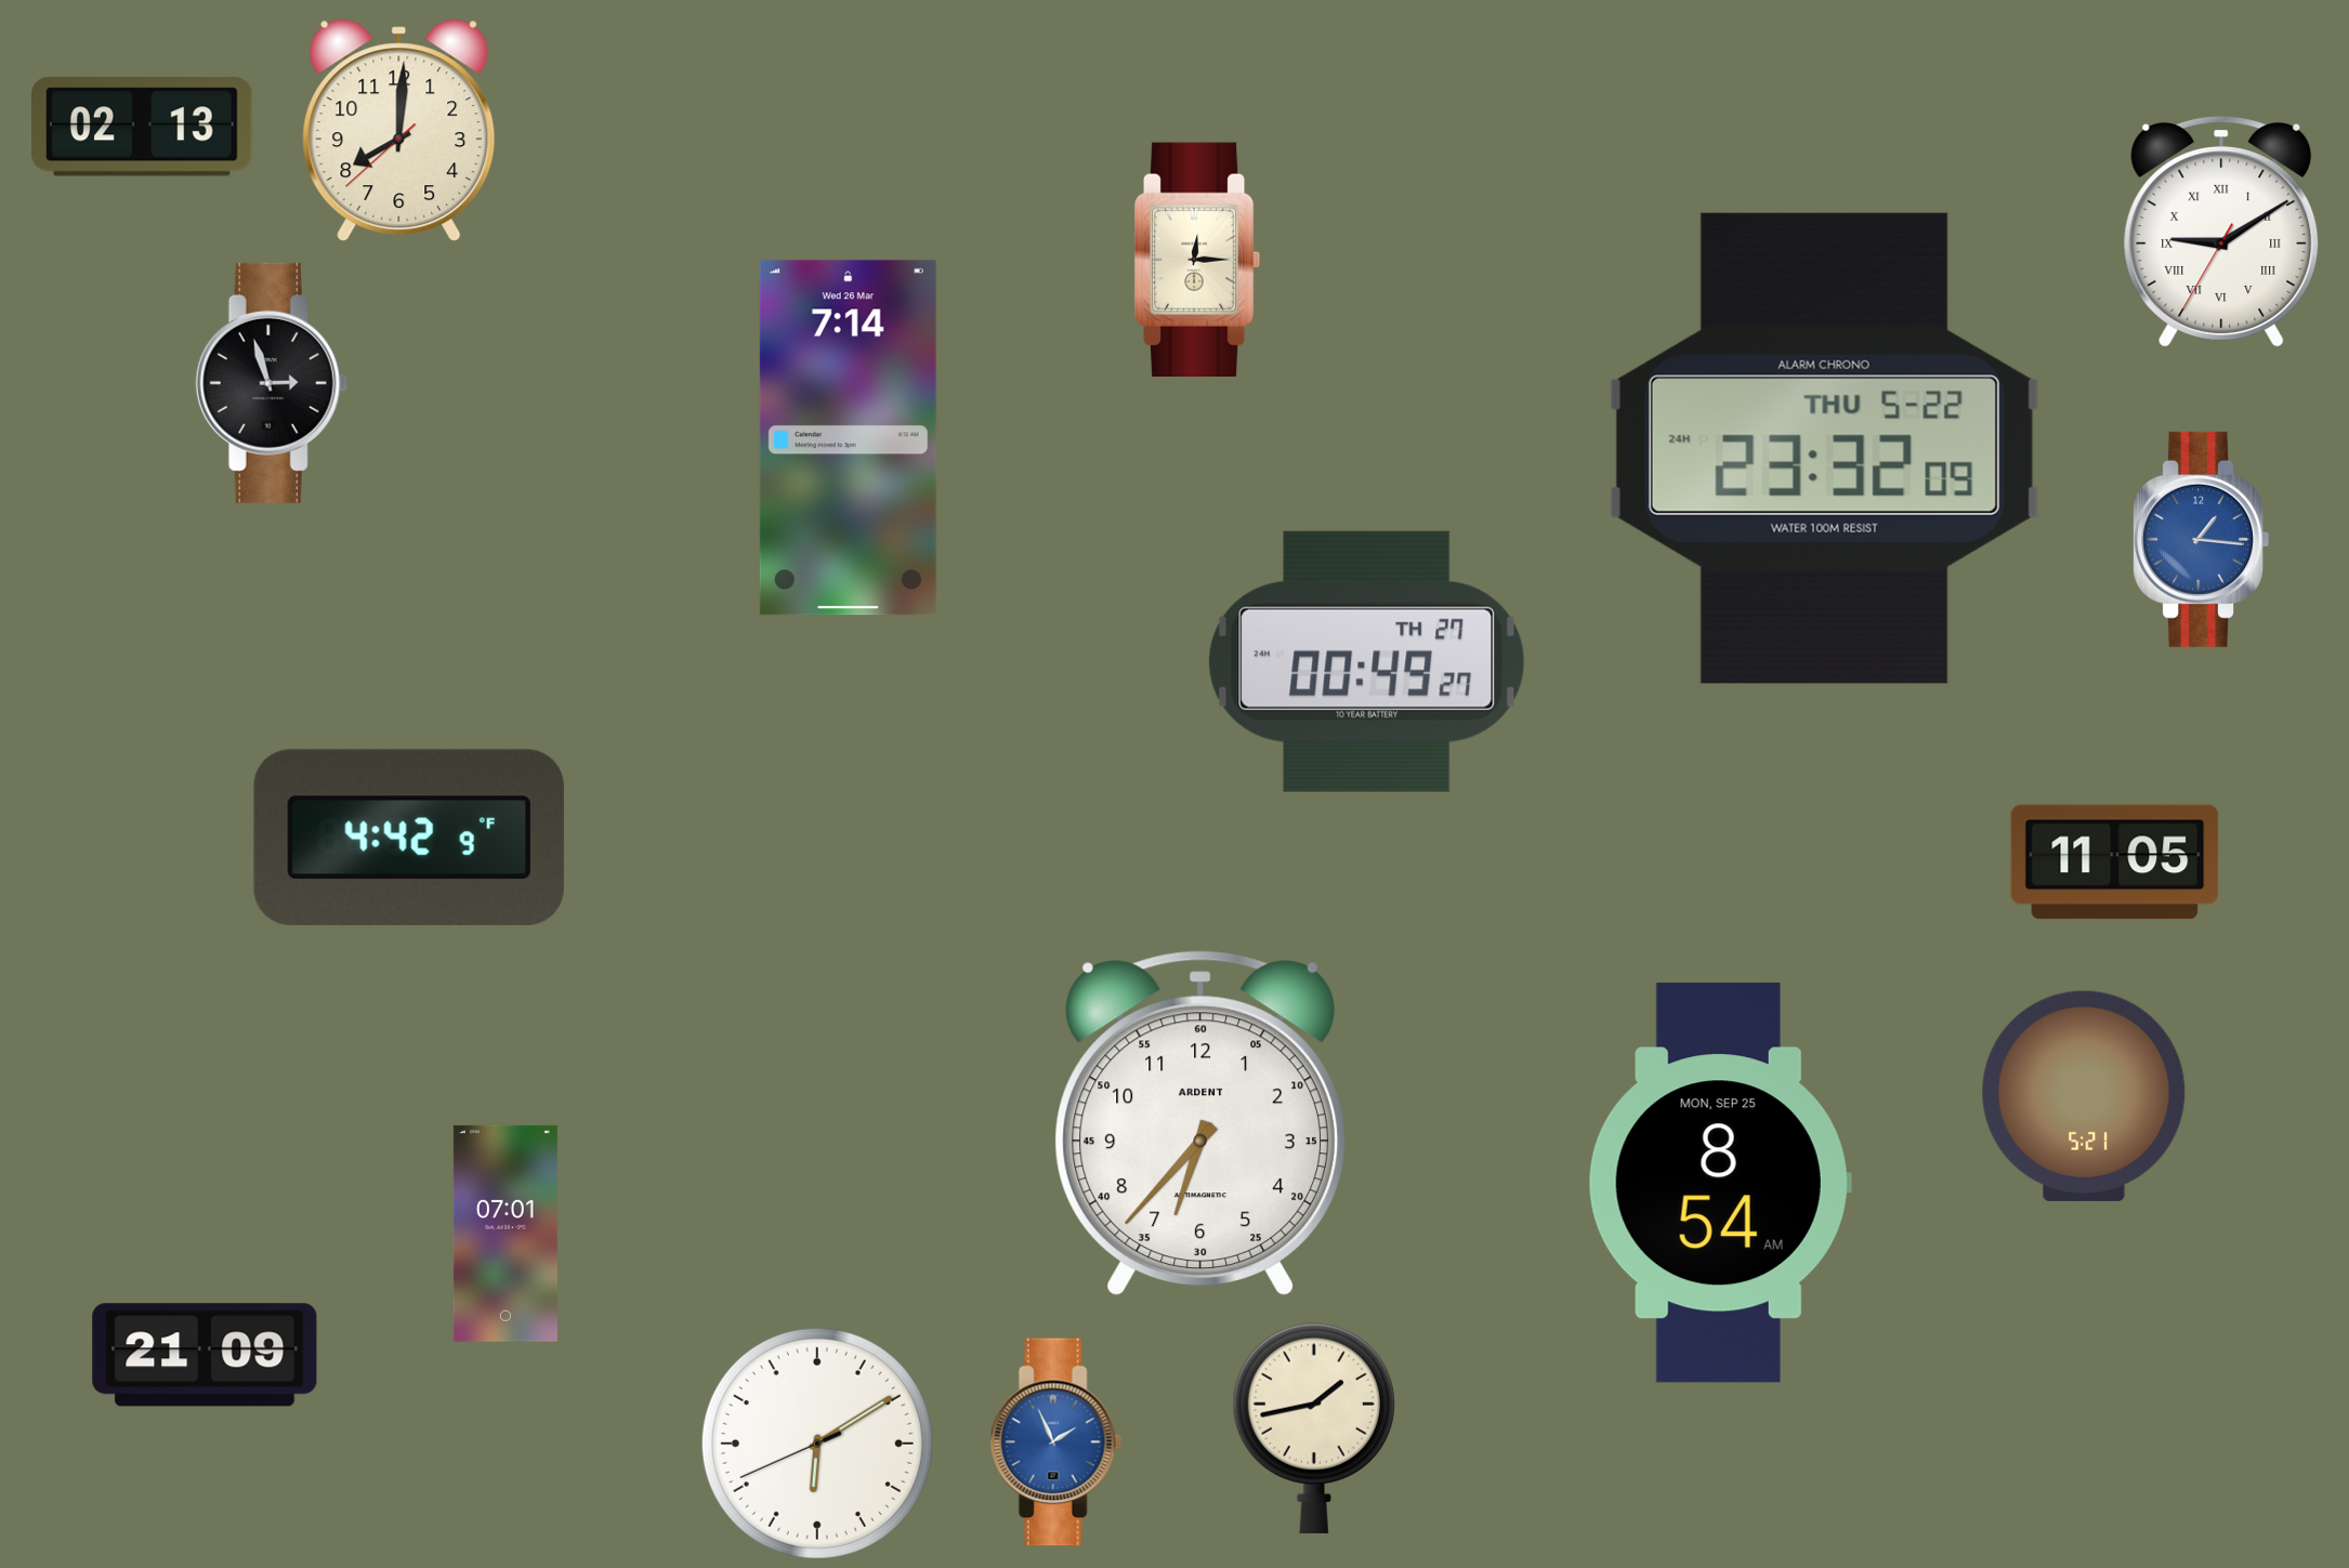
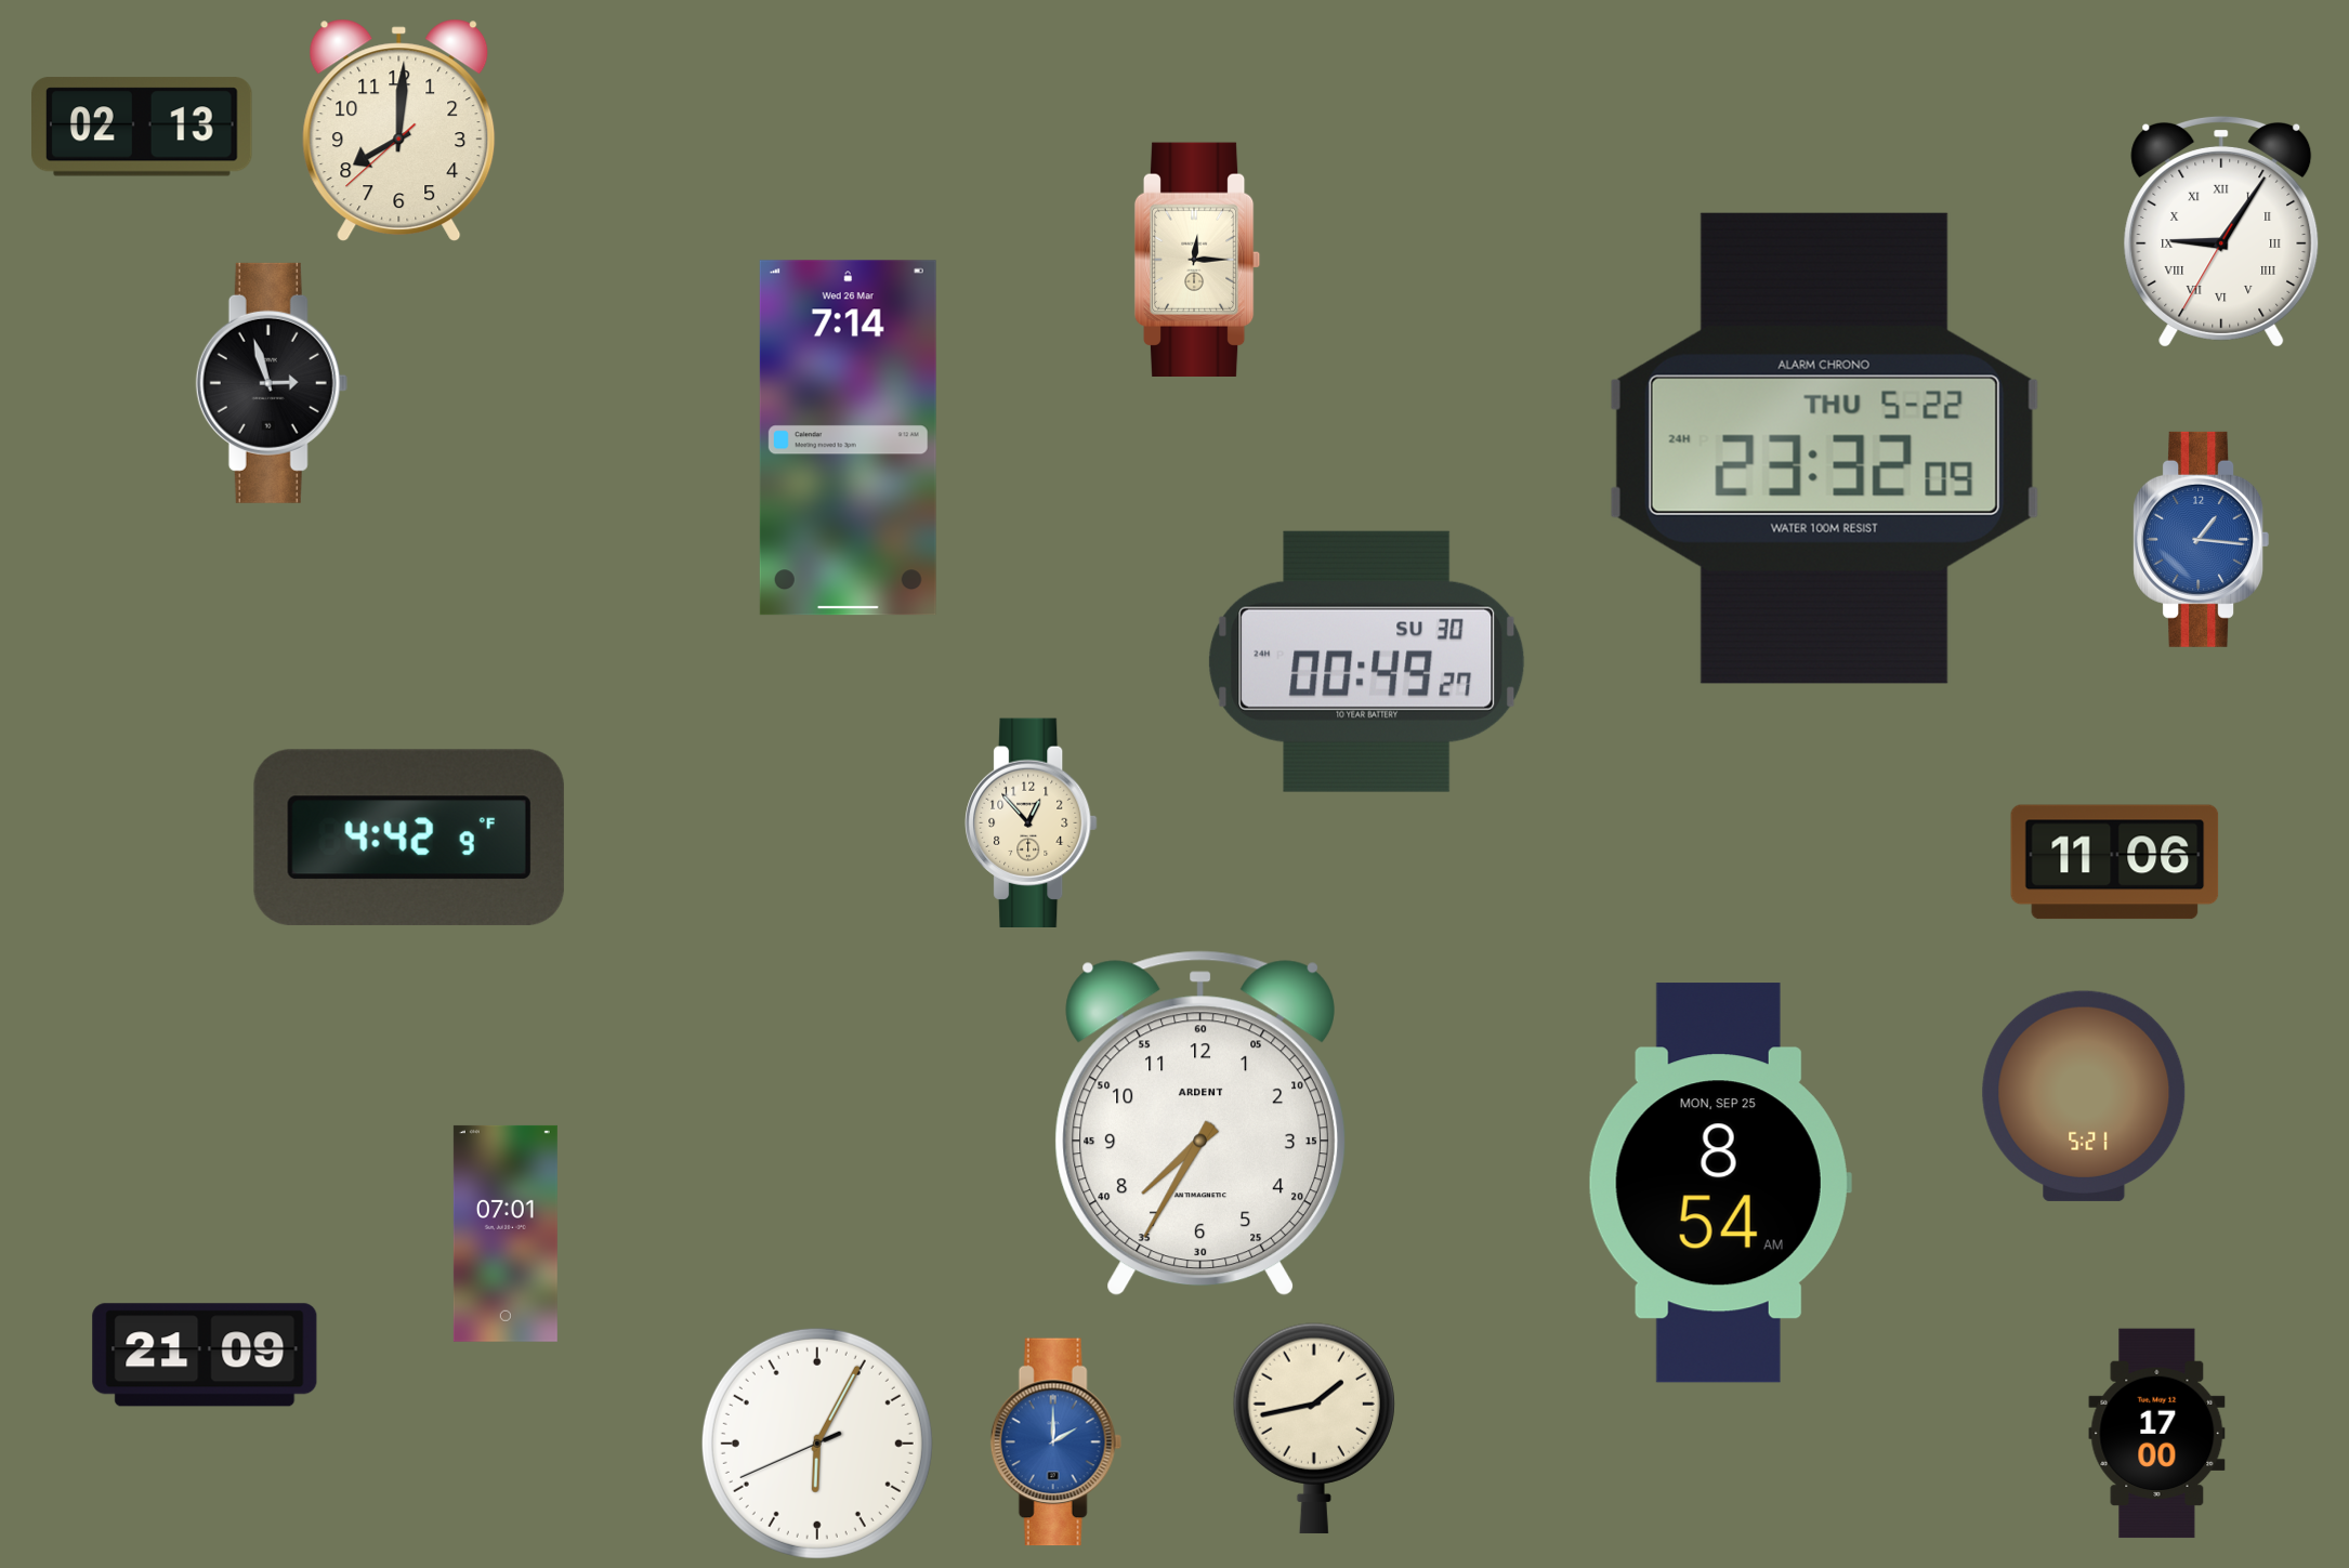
clock at (2221, 232): 9:09 -> 9:05
clock at (1367, 661) date: TH 27 -> SU 30
clock at (1032, 822): none -> 12:53
clock at (2115, 862): 11:05 -> 11:06
clock at (1199, 1123): 6:37 -> 7:35
clock at (2157, 1434): none -> 17:00
clock at (1055, 1442): 1:56 -> 2:00
clock at (817, 1444): 6:09 -> 6:04
